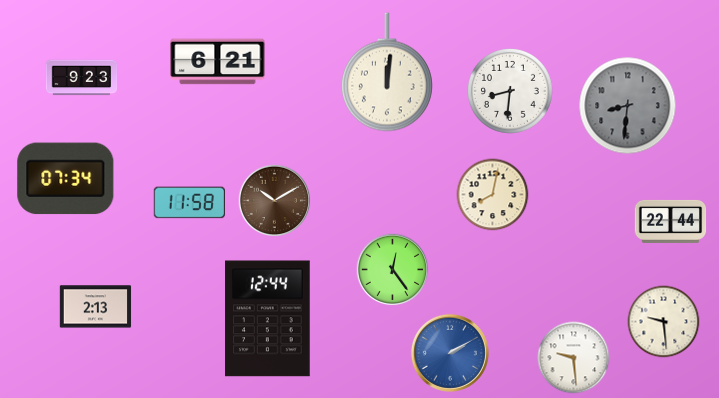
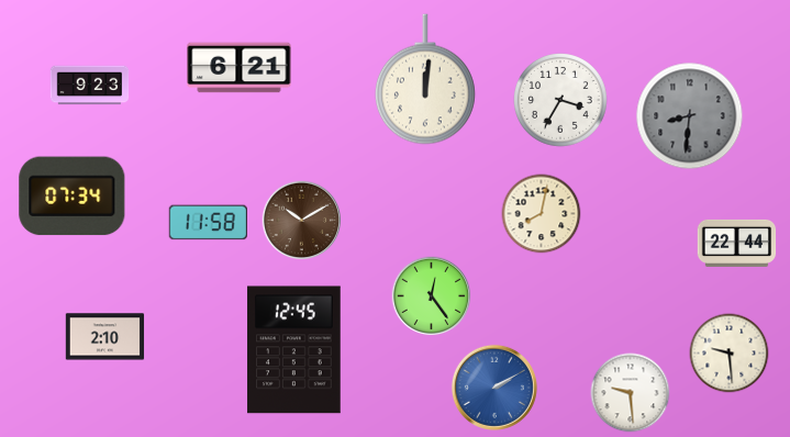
clock at (511, 92): 8:31 -> 3:35
clock at (96, 307): 2:13 -> 2:10
clock at (268, 319): 12:44 -> 12:45
